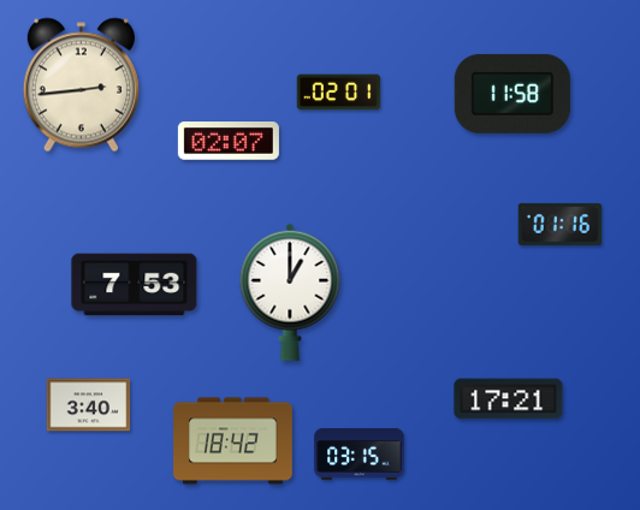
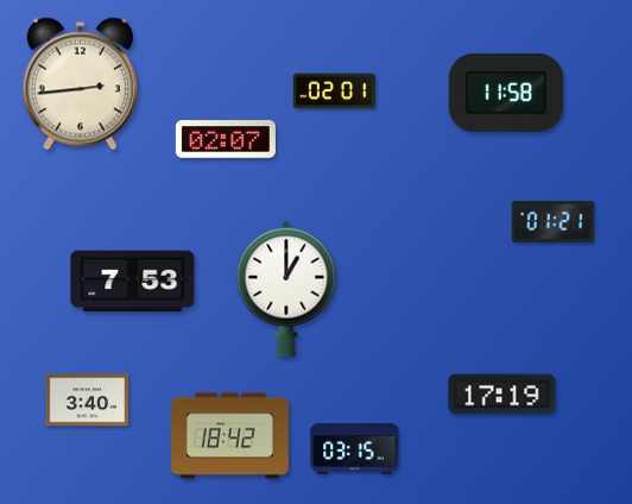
clock at (561, 224): 01:16 -> 01:21
clock at (509, 399): 17:21 -> 17:19
